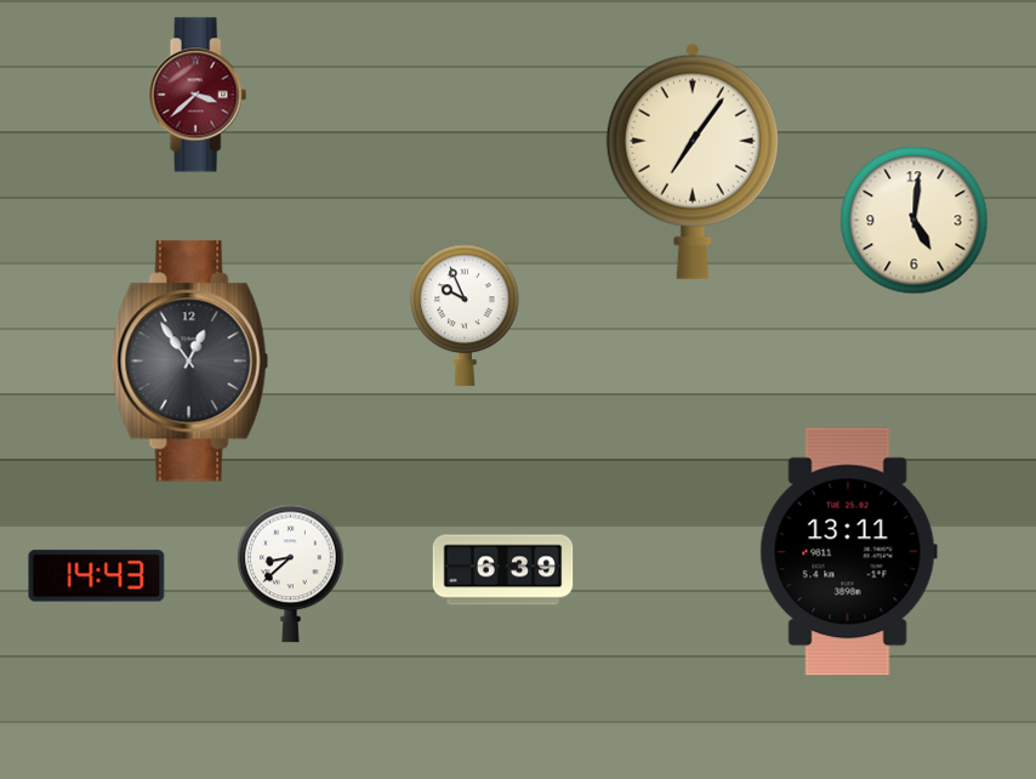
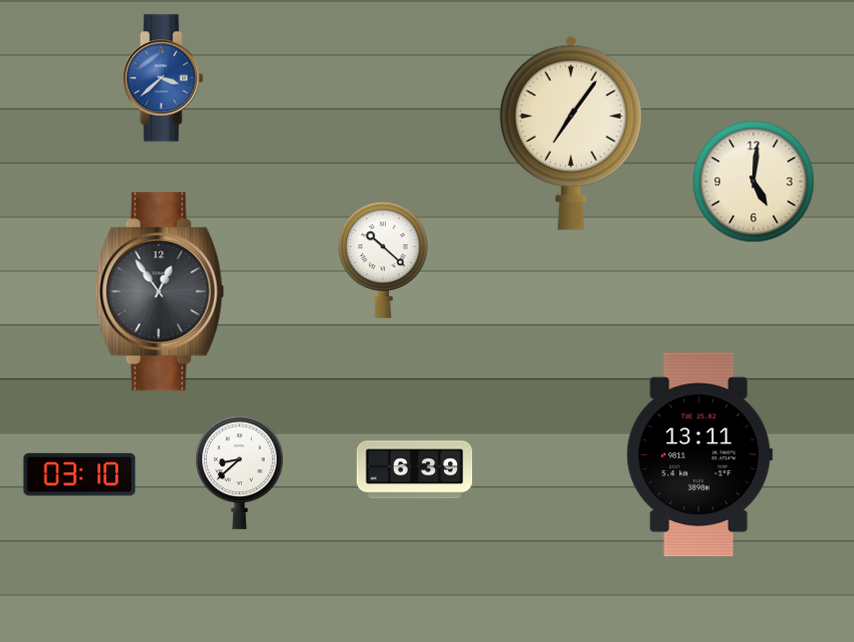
clock at (198, 95) dial: burgundy -> blue
clock at (465, 315): 9:56 -> 10:22
clock at (189, 362) position: (189, 362) -> (159, 292)
clock at (97, 576): 14:43 -> 03:10
